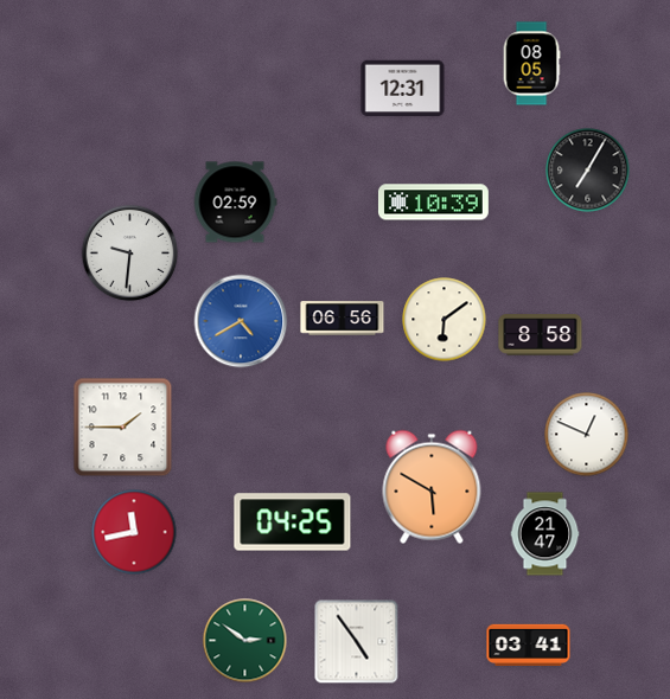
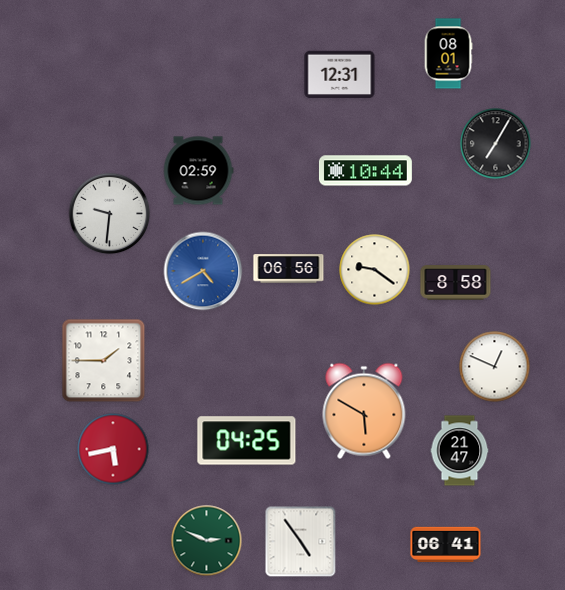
clock at (531, 64): 08:05 -> 08:01
clock at (433, 203): 10:39 -> 10:44
clock at (445, 320): 6:09 -> 9:21
clock at (134, 532): 11:43 -> 5:43
clock at (245, 641): 2:51 -> 2:49
clock at (529, 645): 03:41 -> 06:41
